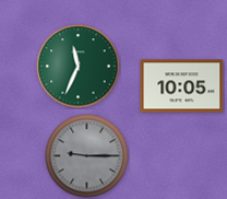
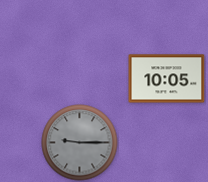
clock at (79, 67): 11:34 -> none
